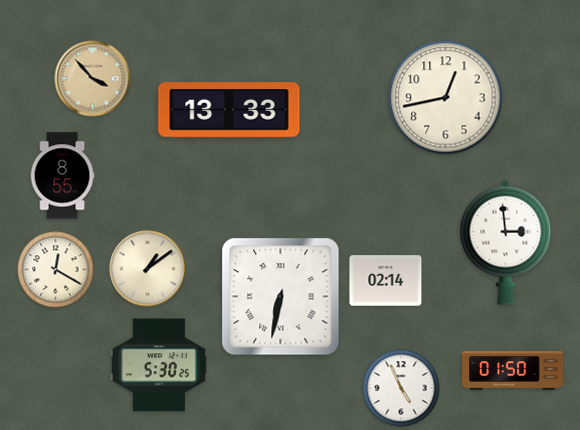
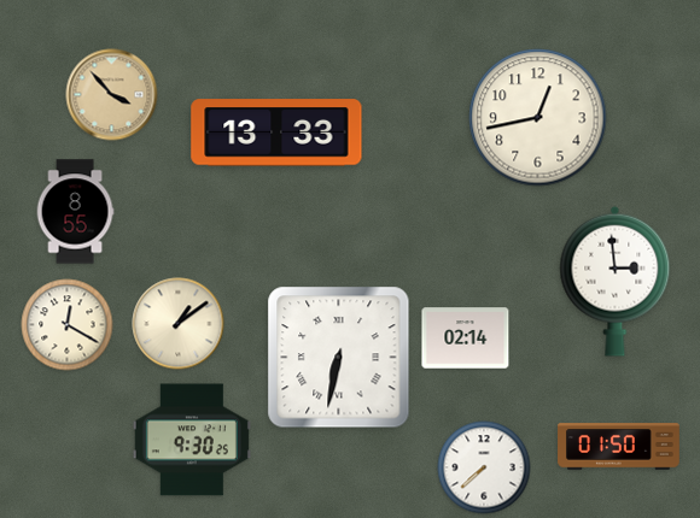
clock at (506, 242) position: (506, 242) -> (616, 281)
clock at (159, 365): 5:30 -> 9:30
clock at (401, 388): 4:56 -> 7:38
